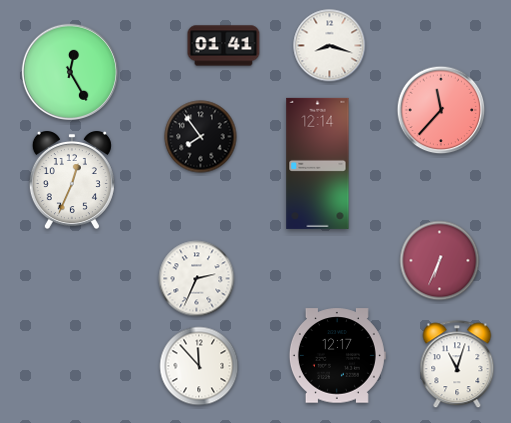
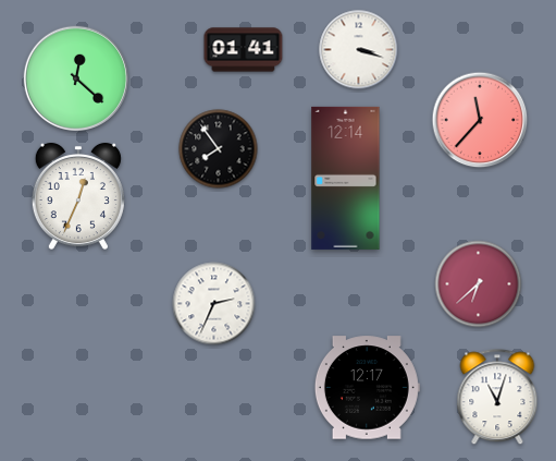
clock at (330, 46): 8:18 -> 3:18
clock at (70, 72): 12:25 -> 12:22
clock at (440, 261): 6:34 -> 6:38
clock at (199, 366): 11:53 -> none
